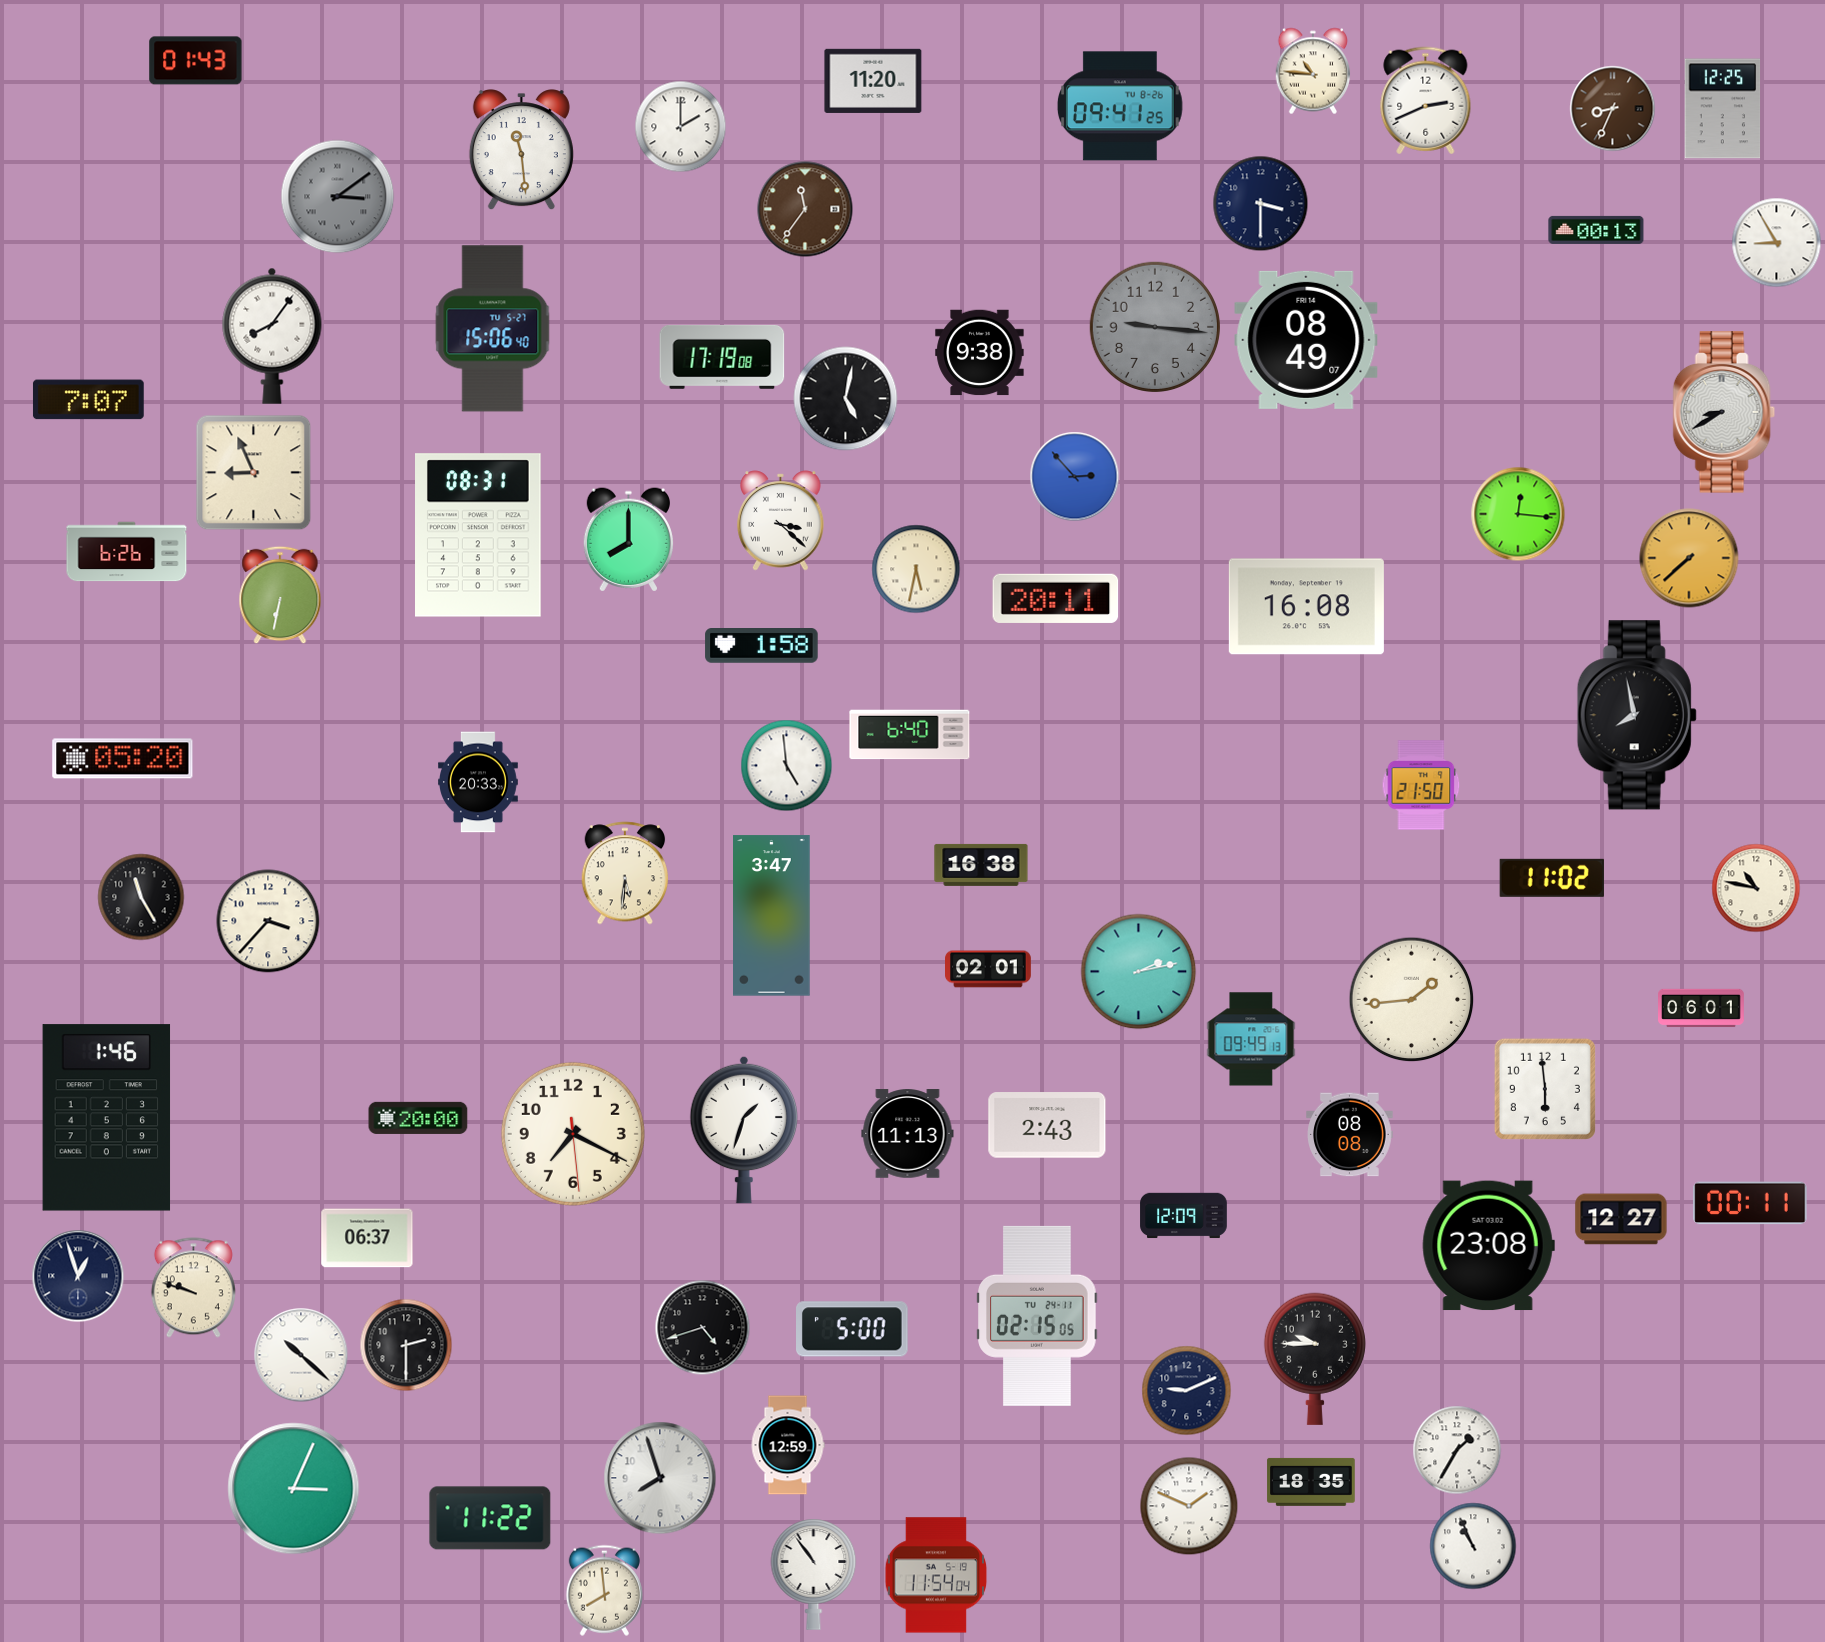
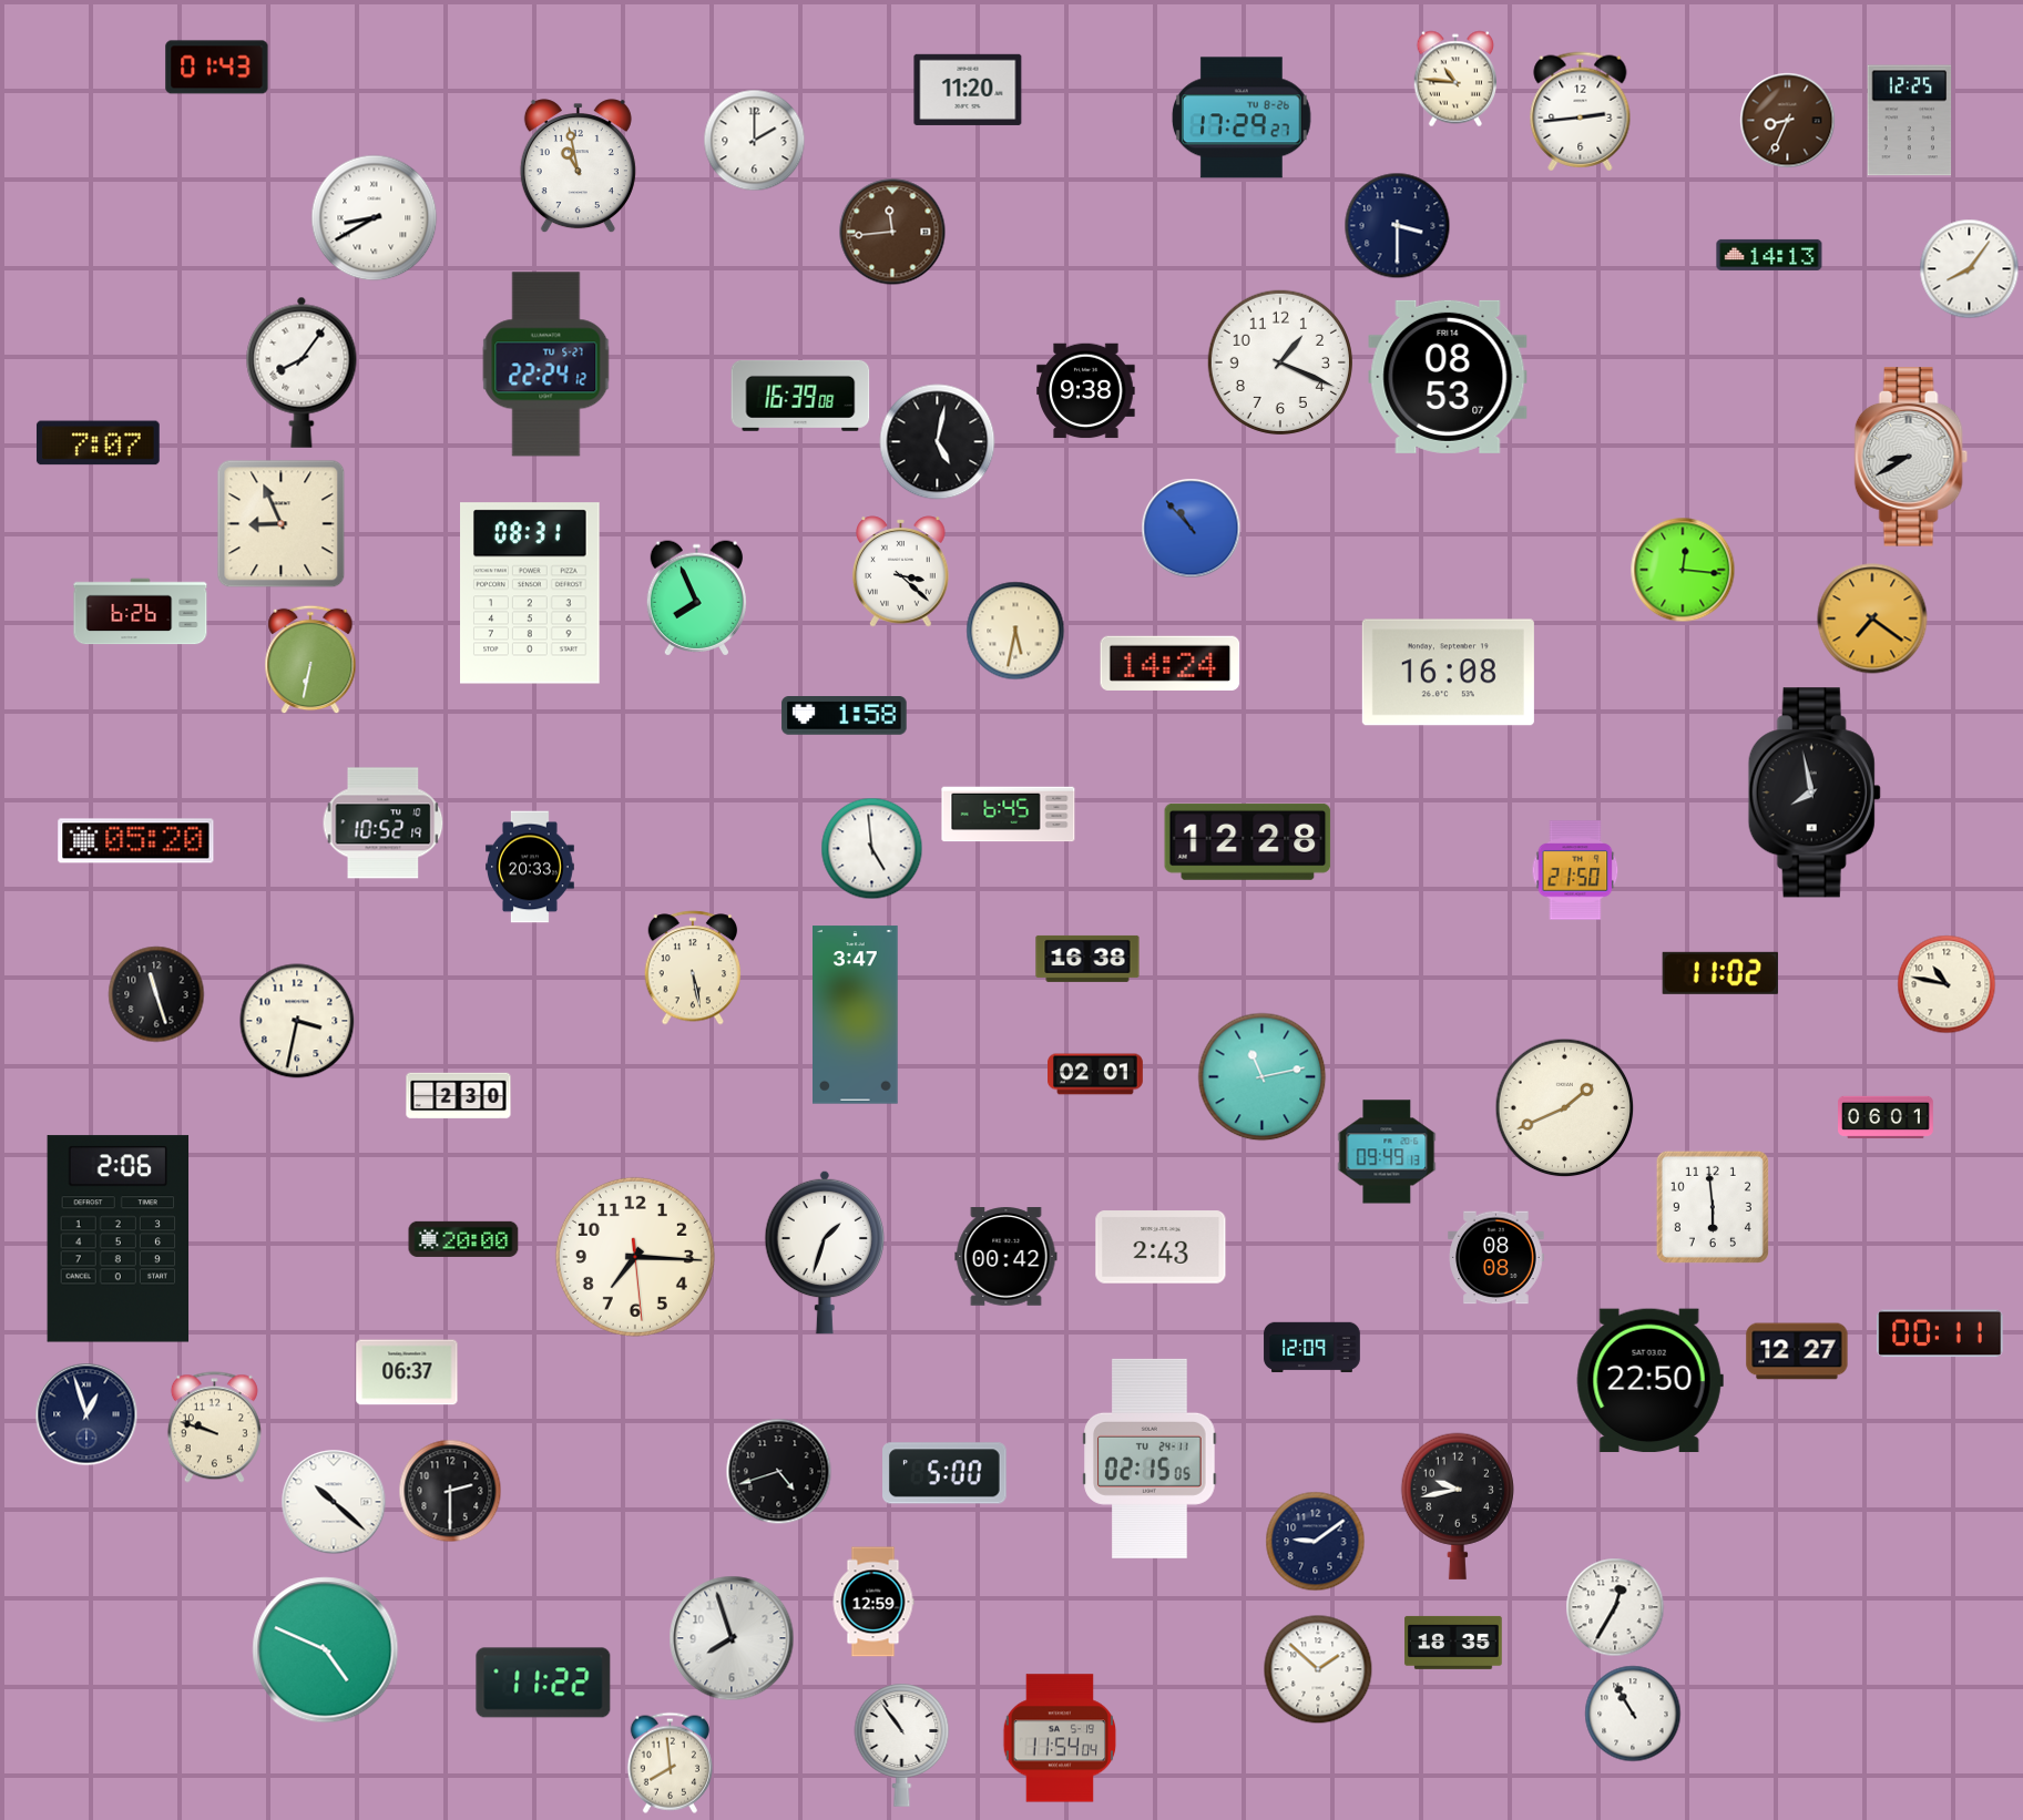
clock at (1426, 101): 2:41 -> 2:44
clock at (1120, 106): 09:41 -> 17:29
clock at (521, 150): 11:29 -> 10:58
clock at (338, 197): 3:09 -> 8:40
clock at (338, 197) dial: grey -> white
clock at (805, 209): 11:36 -> 11:44
clock at (1596, 230): 00:13 -> 14:13
clock at (1777, 243): 8:55 -> 8:06
clock at (1155, 327): 9:16 -> 1:19
clock at (1155, 327) dial: grey -> white
clock at (493, 329): 15:06 -> 22:24
clock at (1306, 340): 08:49 -> 08:53
clock at (722, 357): 17:19 -> 16:39
clock at (1075, 477): 2:53 -> 10:53
clock at (781, 521) position: (781, 521) -> (901, 572)
clock at (628, 540): 8:00 -> 7:56
clock at (1689, 558): 7:38 -> 7:21
clock at (1056, 598): 20:11 -> 14:24
clock at (910, 735): 6:40 -> 6:45
clock at (384, 824): none -> 10:52
clock at (1248, 841): none -> 12:28
clock at (625, 873): 5:31 -> 5:28
clock at (141, 897): 11:25 -> 11:27
clock at (268, 921): 3:37 -> 3:32
clock at (1139, 972): 2:13 -> 11:13
clock at (459, 1096): none -> 2:30
clock at (1412, 1000): 1:44 -> 1:41
clock at (107, 1118): 1:46 -> 2:06
clock at (573, 1134): 7:19 -> 7:15
clock at (908, 1134): 11:13 -> 00:42
clock at (1488, 1246): 23:08 -> 22:50
clock at (1315, 1359): 9:45 -> 9:43
clock at (1187, 1391): 9:11 -> 9:09
clock at (1457, 1450): 1:35 -> 12:35
clock at (294, 1489): 3:04 -> 4:49
clock at (1189, 1506): 1:49 -> 1:52
clock at (1473, 1546): 10:56 -> 10:55
clock at (936, 1575) position: (936, 1575) -> (1060, 1738)
